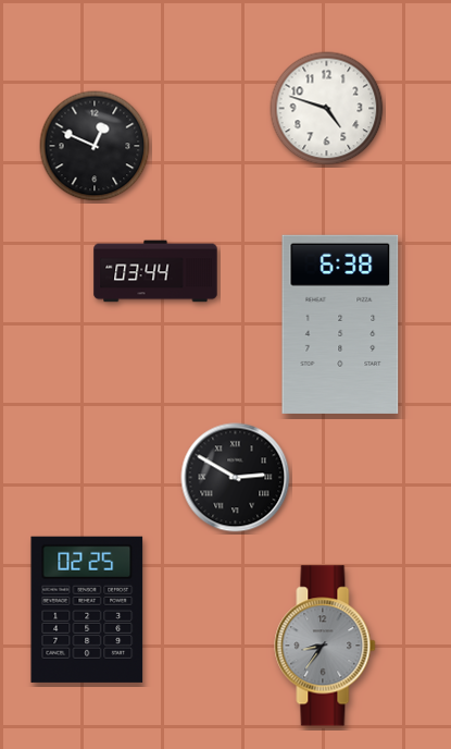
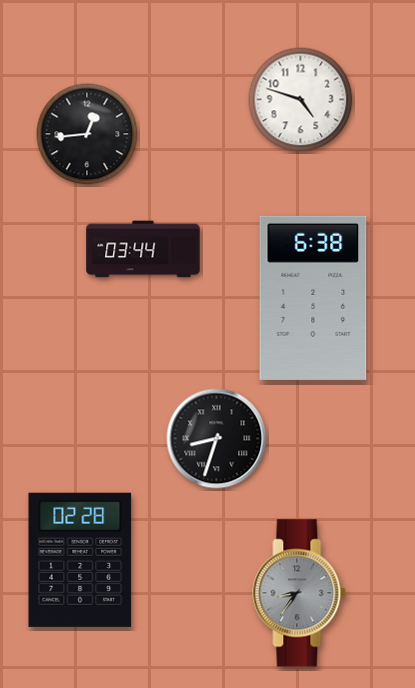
clock at (95, 146): 12:49 -> 12:44
clock at (236, 478): 2:50 -> 8:33
clock at (87, 610): 02:25 -> 02:28
